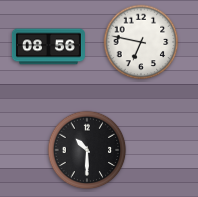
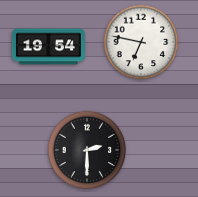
clock at (48, 47): 08:56 -> 19:54
clock at (87, 150): 10:30 -> 2:30
